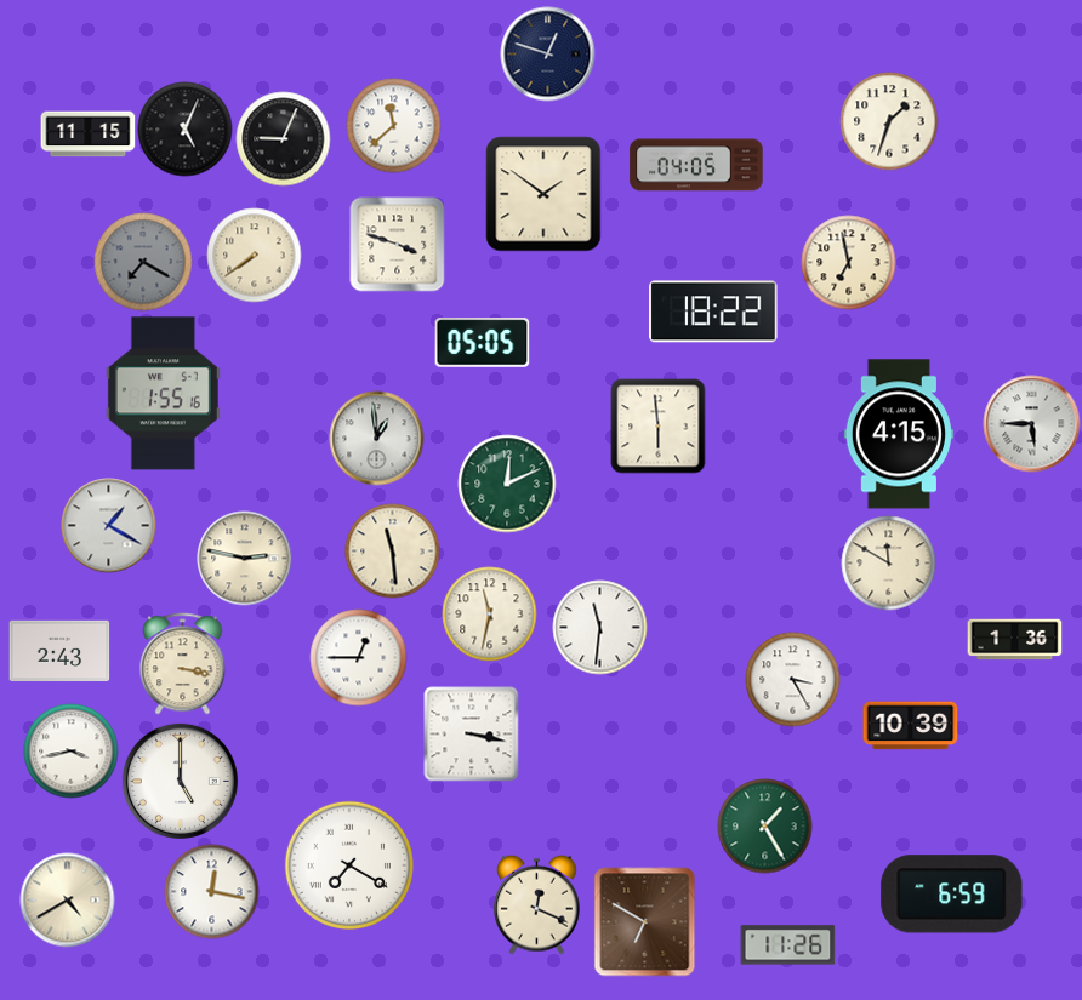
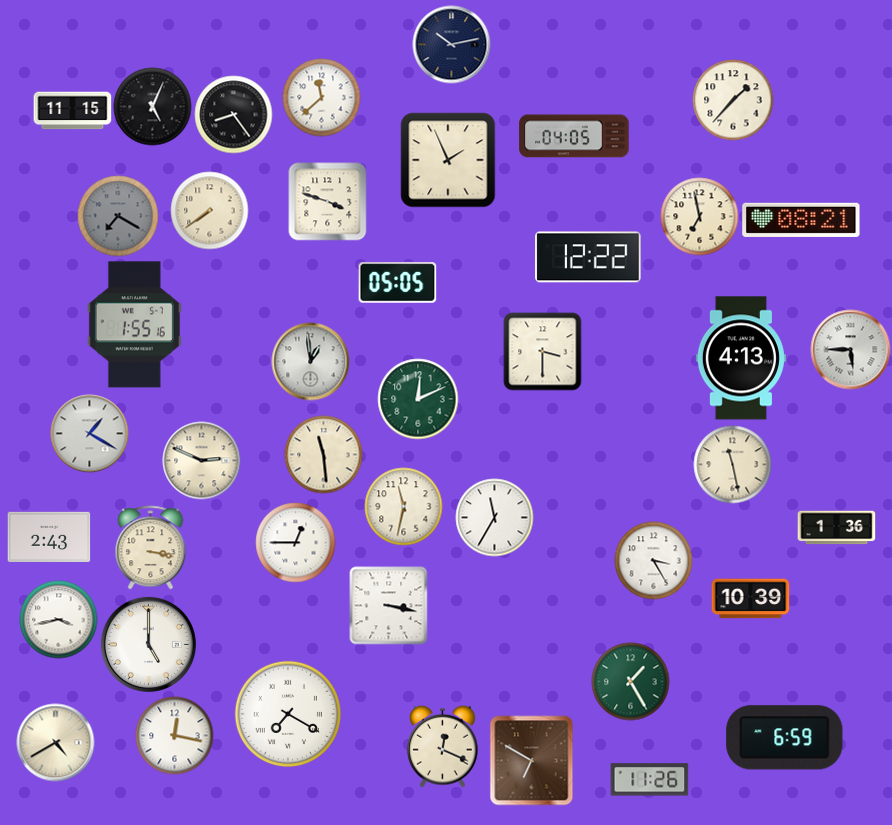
clock at (547, 53): 12:48 -> 10:13
clock at (889, 121): 1:33 -> 1:37
clock at (393, 125) position: (393, 125) -> (321, 97)
clock at (283, 138): 9:04 -> 8:24
clock at (543, 194): 1:51 -> 1:56
clock at (801, 220): none -> 08:21
clock at (713, 312): 18:22 -> 12:22
clock at (657, 425): 5:59 -> 3:30
clock at (899, 434): 4:15 -> 4:13
clock at (244, 558): 2:47 -> 2:49
clock at (888, 562): 11:50 -> 11:28
clock at (599, 627): 11:31 -> 11:35
